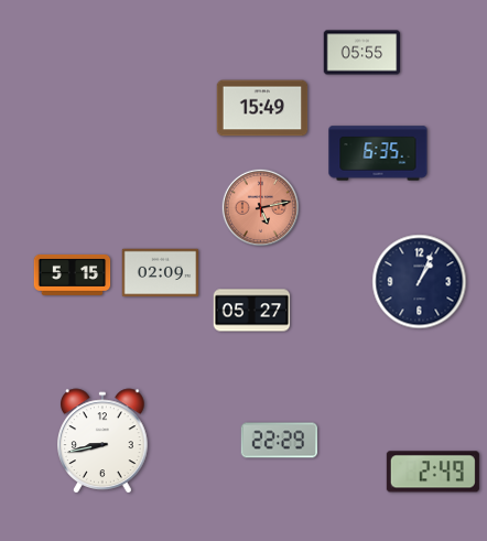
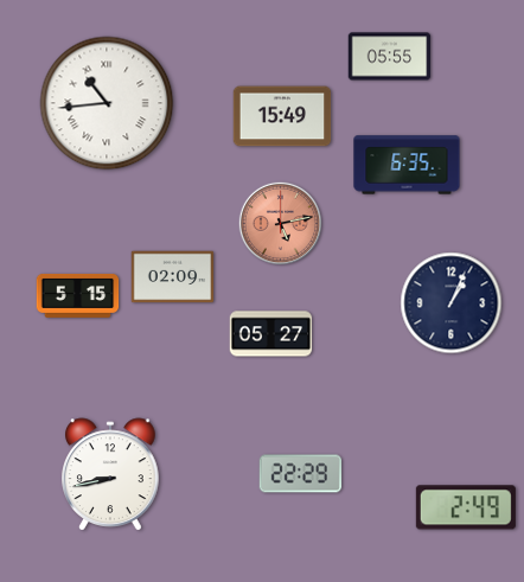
clock at (107, 103): none -> 10:44
clock at (161, 273) position: (161, 273) -> (173, 277)
